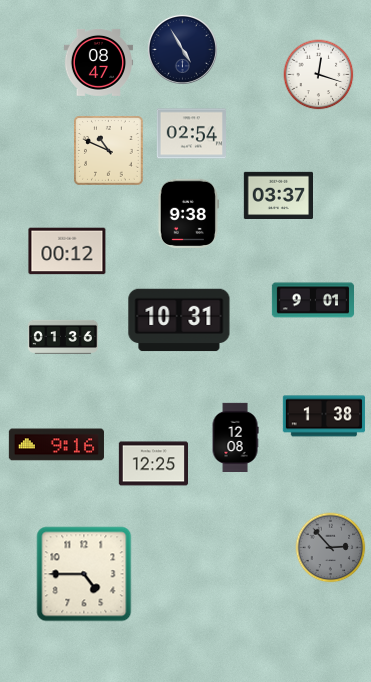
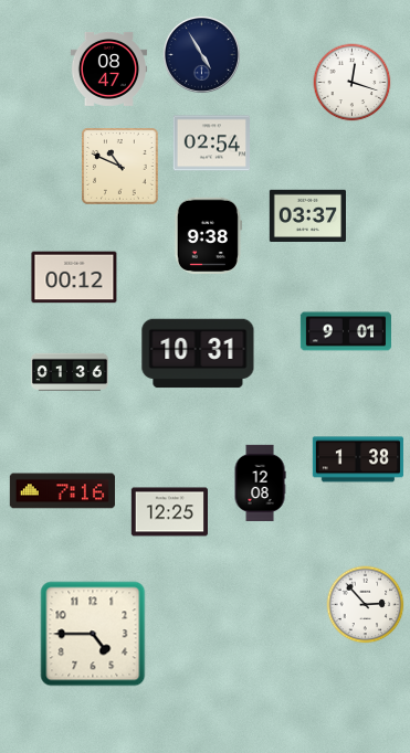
clock at (191, 134) position: (191, 134) -> (211, 144)
clock at (56, 445): 9:16 -> 7:16
clock at (331, 548) dial: grey -> white
